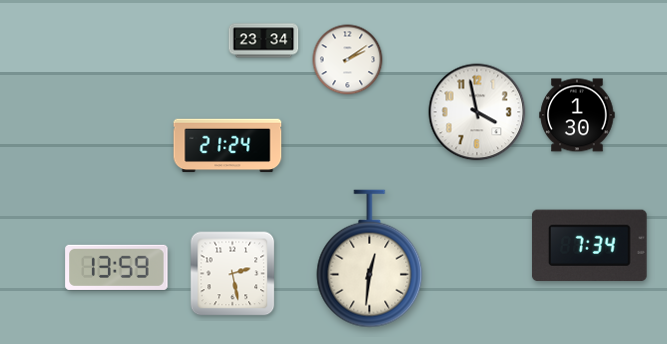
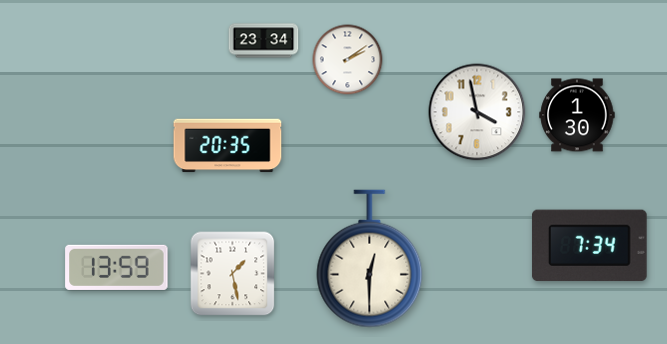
clock at (228, 146): 21:24 -> 20:35
clock at (370, 259): 12:31 -> 12:30
clock at (233, 274): 2:28 -> 1:28
